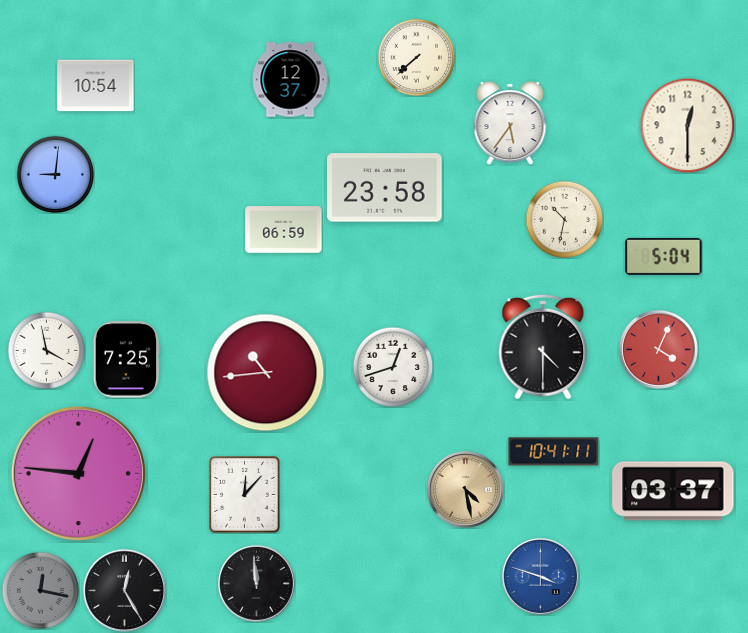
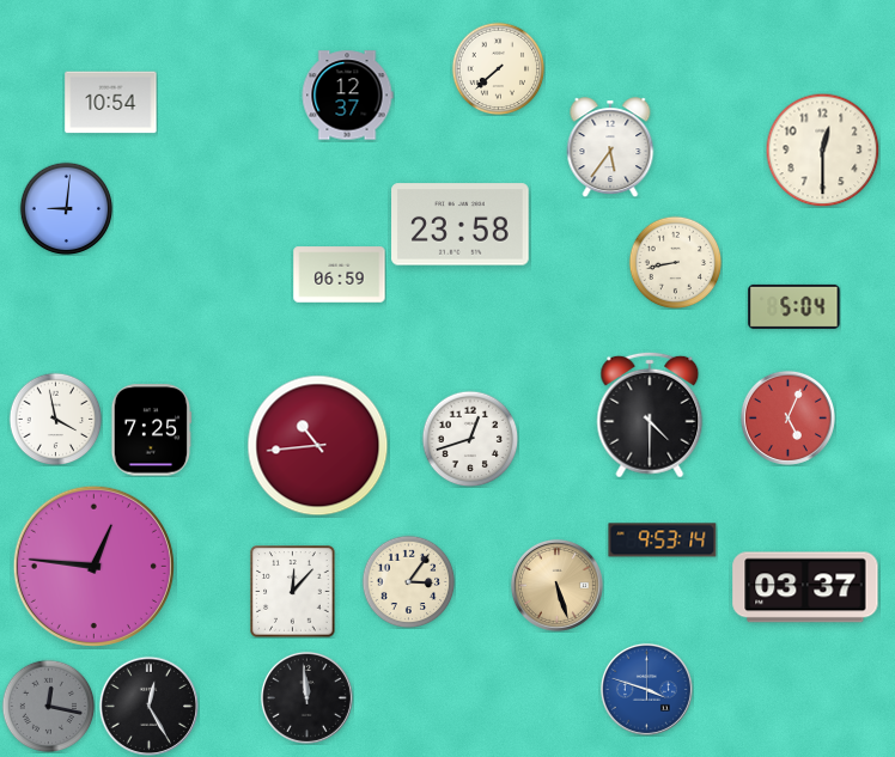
clock at (96, 86) position: (96, 86) -> (111, 103)
clock at (564, 219): 10:32 -> 8:43
clock at (658, 349): 4:04 -> 5:04
clock at (554, 452): 10:41 -> 9:53
clock at (408, 581): none -> 3:06
clock at (465, 489): 4:28 -> 5:27
